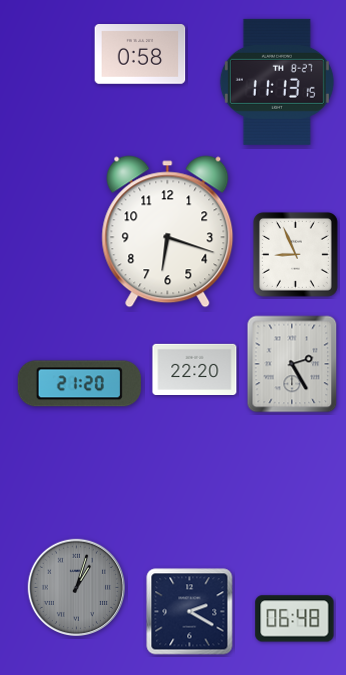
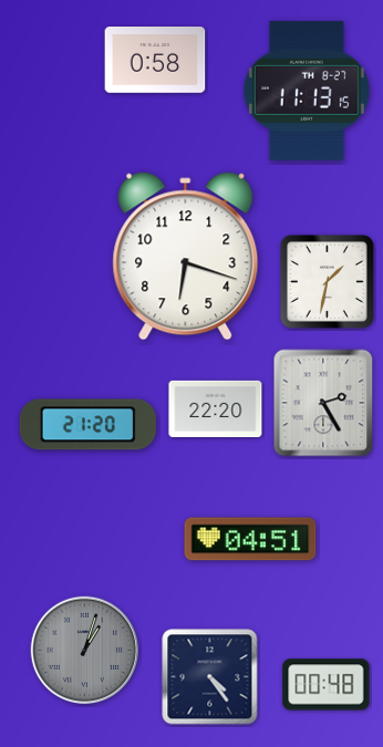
clock at (295, 254): 8:56 -> 1:32
clock at (250, 539): none -> 04:51
clock at (190, 612): 2:20 -> 4:24
clock at (295, 619): 06:48 -> 00:48
